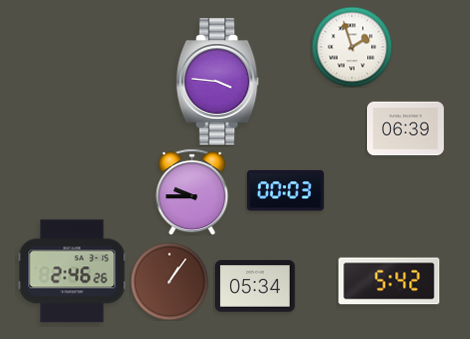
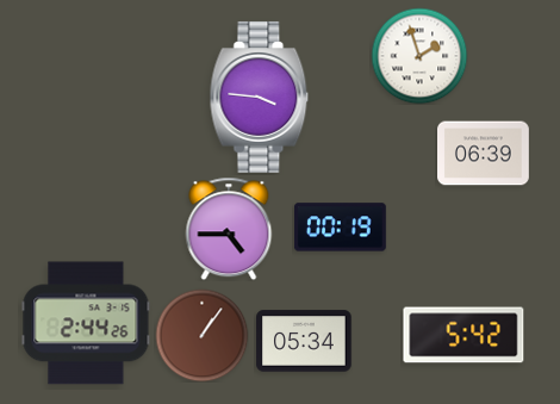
clock at (285, 191): 00:03 -> 00:19
clock at (192, 192): 9:45 -> 4:45
clock at (72, 271): 2:46 -> 2:44
